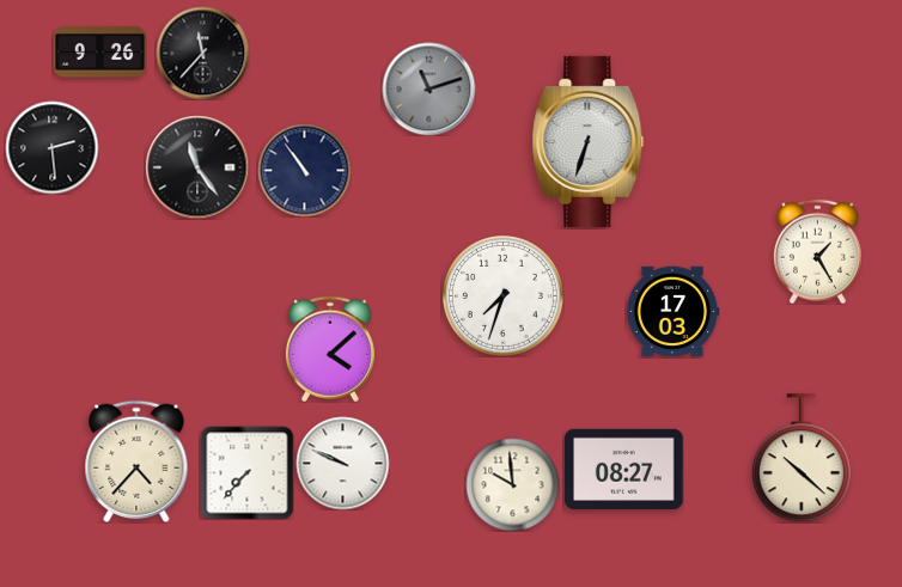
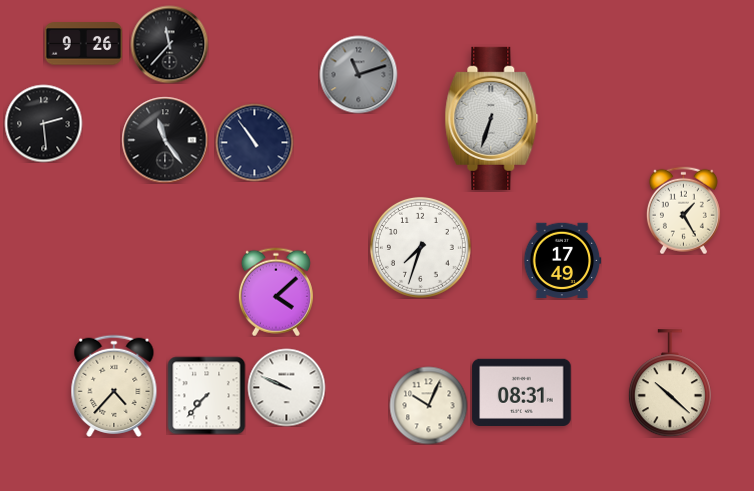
clock at (672, 312): 17:03 -> 17:49
clock at (624, 469): 08:27 -> 08:31
clock at (512, 484): 9:59 -> 10:04
